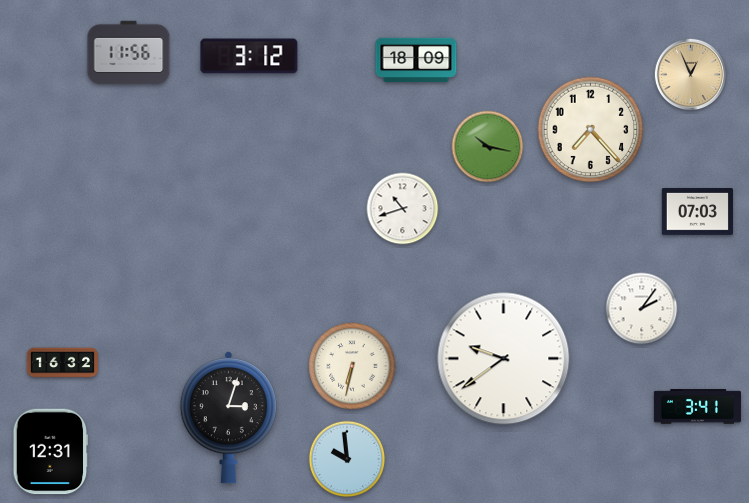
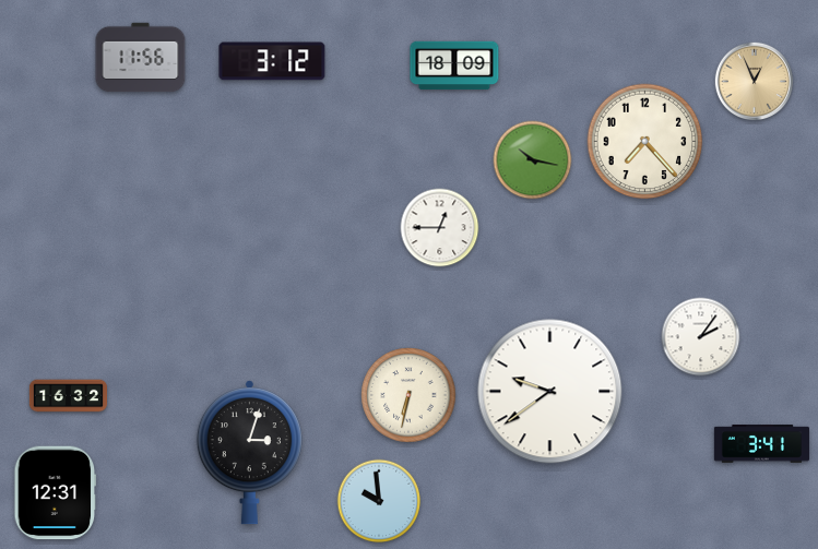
clock at (403, 209): 10:42 -> 12:45
clock at (697, 212): 07:03 -> none
clock at (352, 366) position: (352, 366) -> (408, 395)
clock at (228, 418) position: (228, 418) -> (249, 453)
